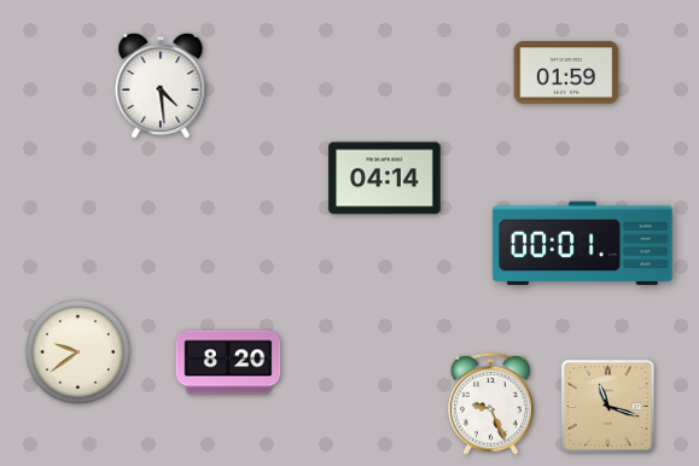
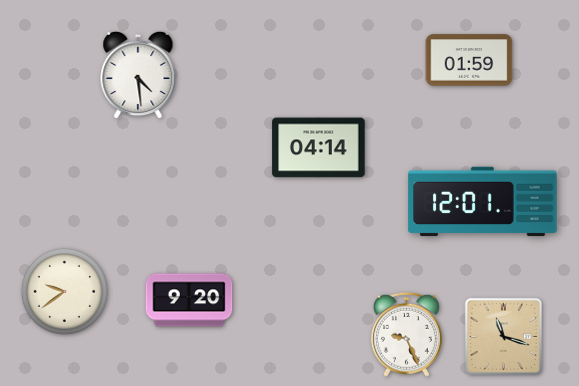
clock at (161, 86) position: (161, 86) -> (138, 75)
clock at (583, 244): 00:01 -> 12:01
clock at (228, 362): 8:20 -> 9:20
